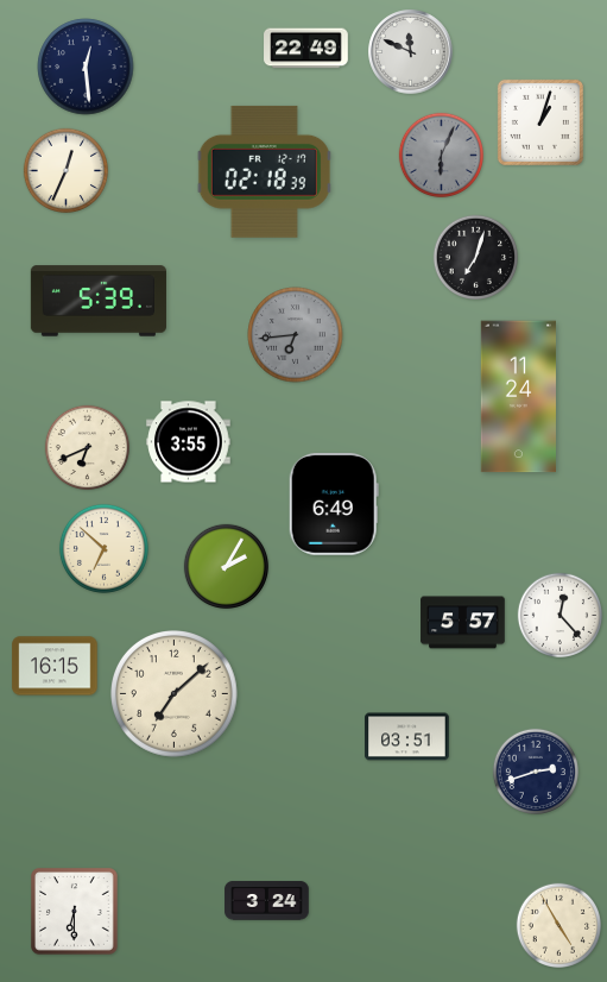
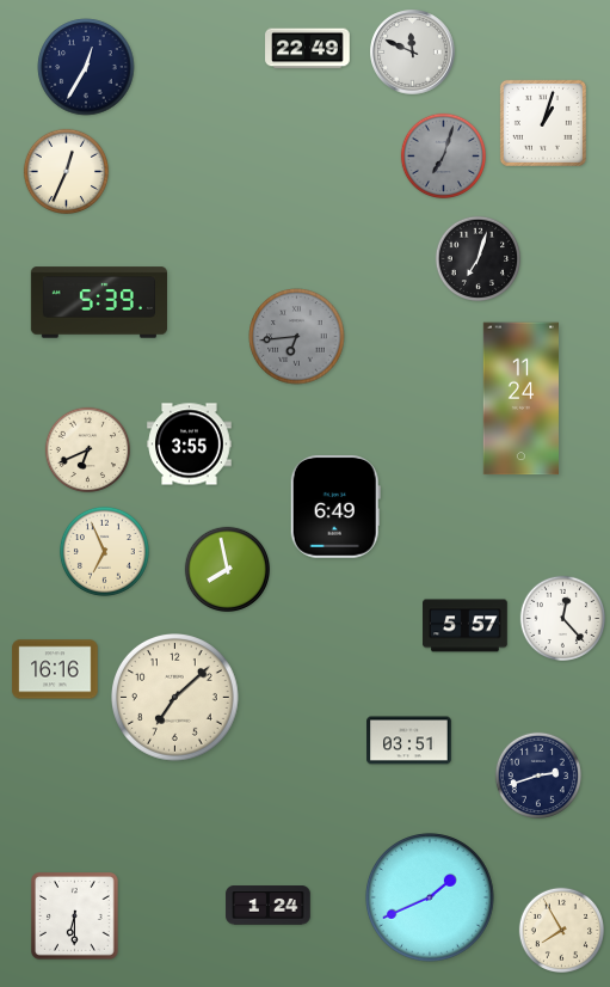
clock at (86, 67): 12:29 -> 12:35
clock at (442, 156): 6:04 -> 7:03
clock at (264, 171): 02:18 -> none
clock at (103, 548): 6:52 -> 6:56
clock at (227, 567): 2:05 -> 7:58
clock at (55, 666): 16:15 -> 16:16
clock at (430, 897): none -> 1:41
clock at (267, 901): 3:24 -> 1:24
clock at (559, 926): 4:55 -> 7:55
